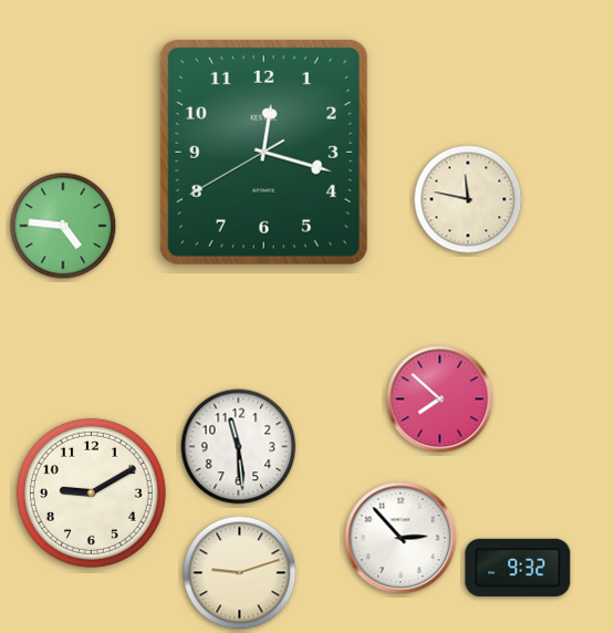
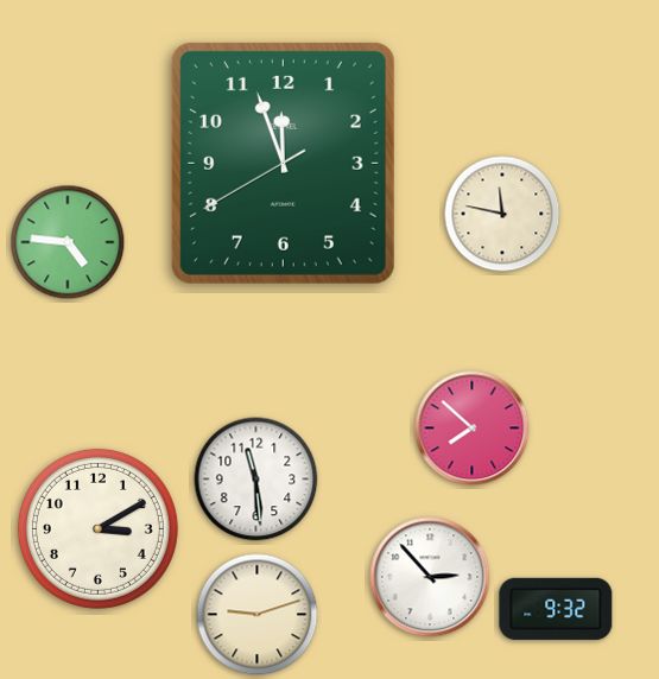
clock at (263, 152): 12:17 -> 11:56
clock at (91, 492): 9:10 -> 3:10
